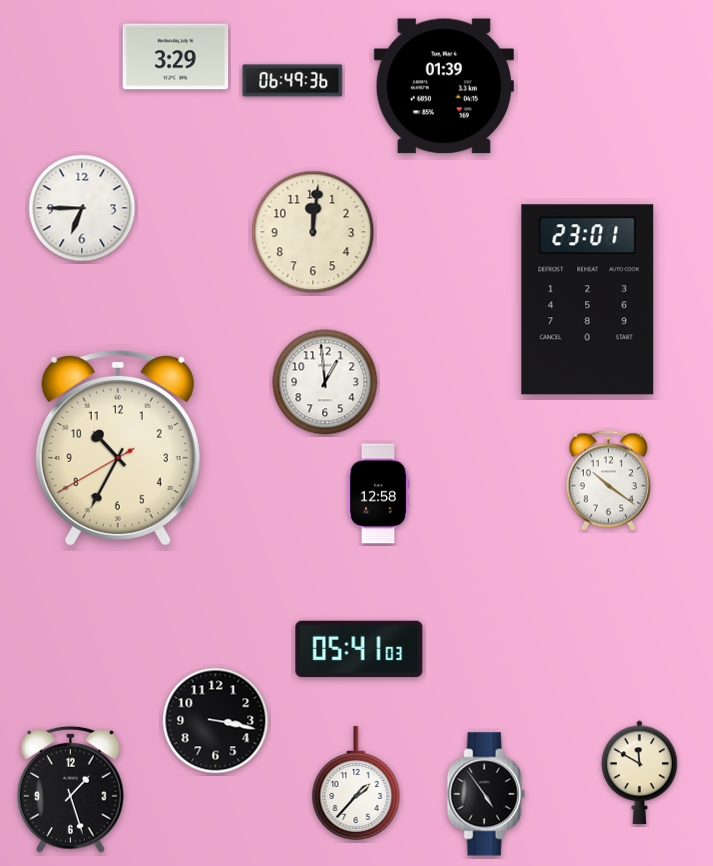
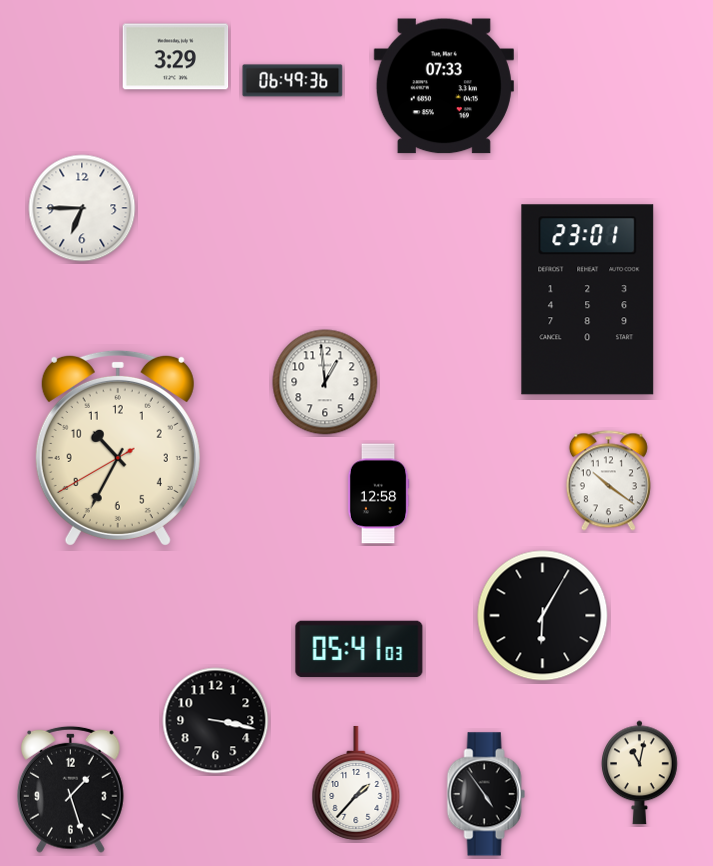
clock at (444, 86): 01:39 -> 07:33
clock at (313, 232): 12:01 -> none
clock at (543, 616): none -> 6:05
clock at (640, 773): 11:50 -> 11:02
